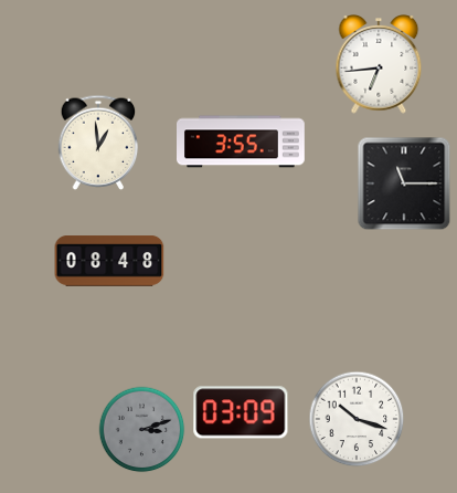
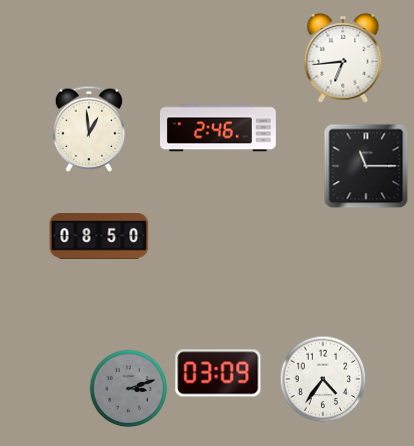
clock at (242, 141): 3:55 -> 2:46
clock at (109, 262): 08:48 -> 08:50
clock at (357, 419): 10:18 -> 4:36
